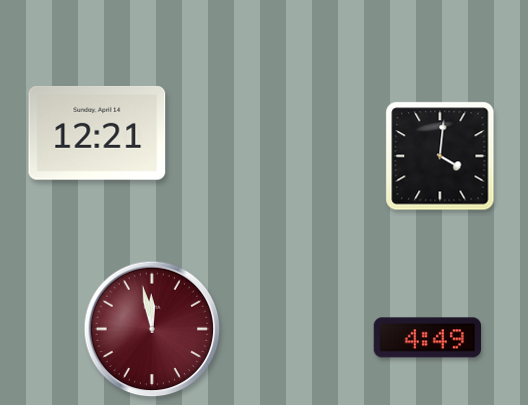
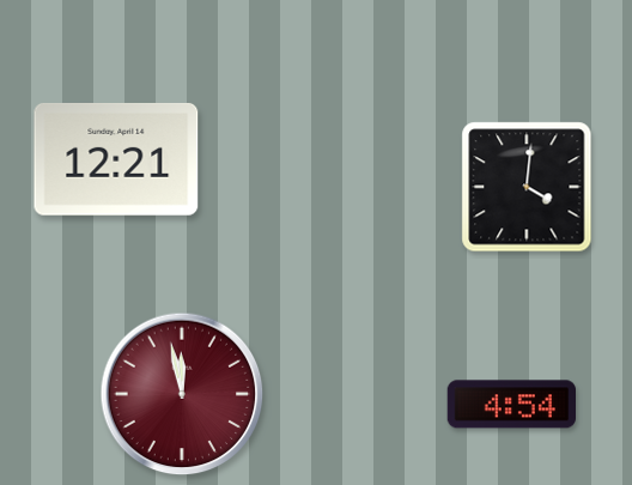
clock at (427, 338): 4:49 -> 4:54
